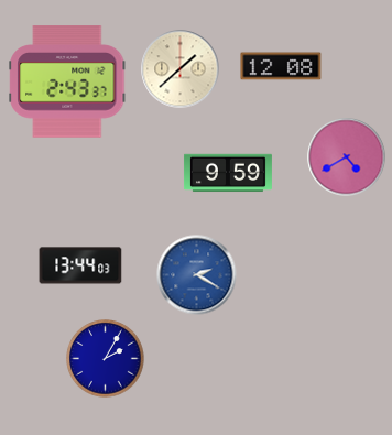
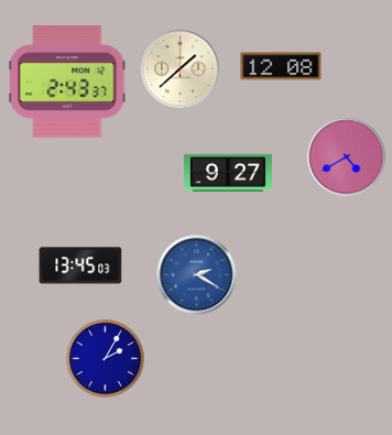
clock at (228, 173): 9:59 -> 9:27
clock at (80, 265): 13:44 -> 13:45
